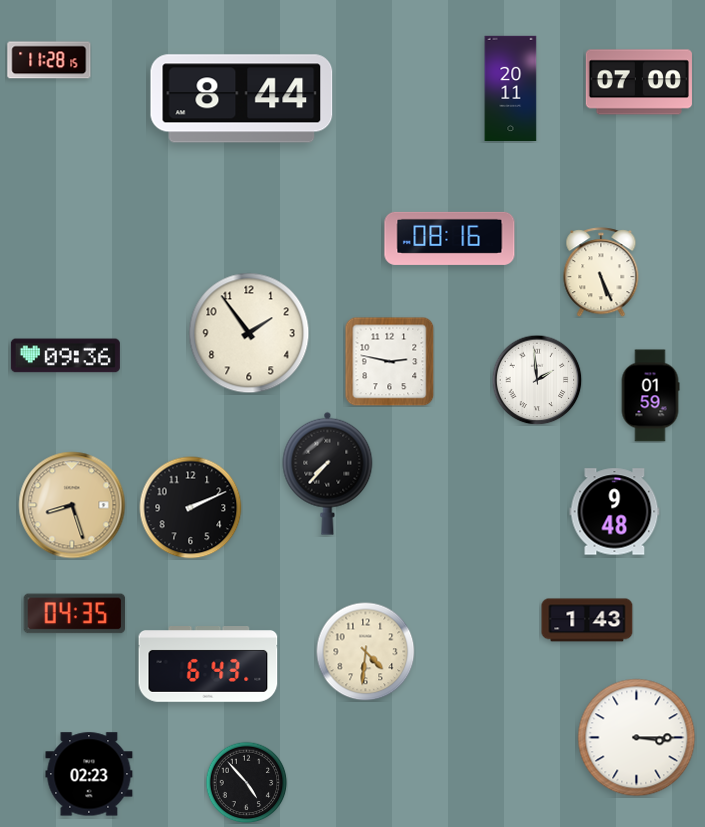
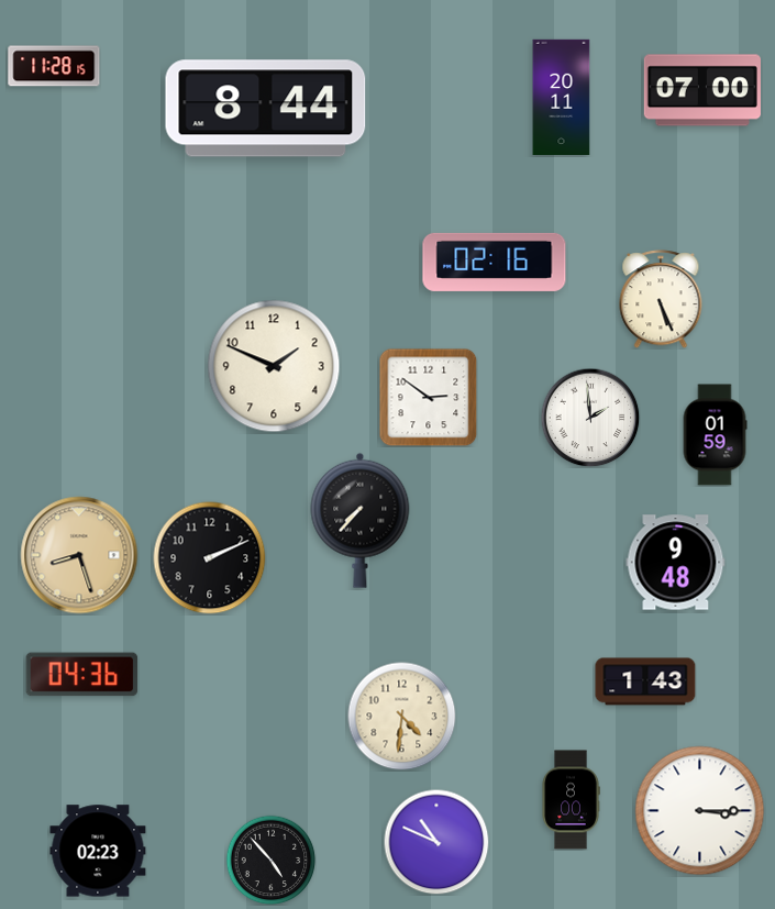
clock at (450, 238): 08:16 -> 02:16
clock at (249, 333): 1:54 -> 1:49
clock at (65, 356): 09:36 -> none
clock at (389, 361): 2:47 -> 2:51
clock at (75, 614): 04:35 -> 04:36
clock at (208, 665): 6:43 -> none
clock at (571, 800): none -> 8:00
clock at (436, 842): none -> 10:49
